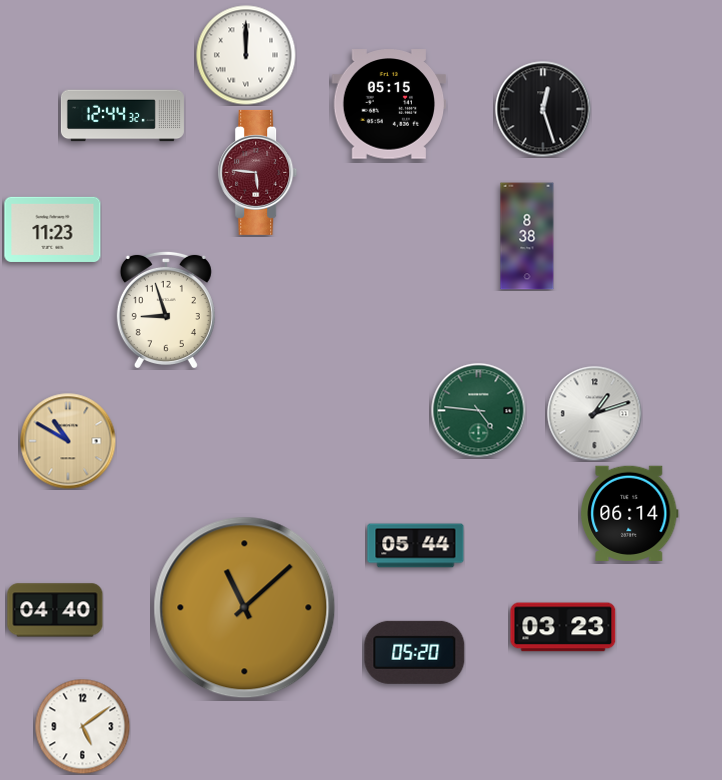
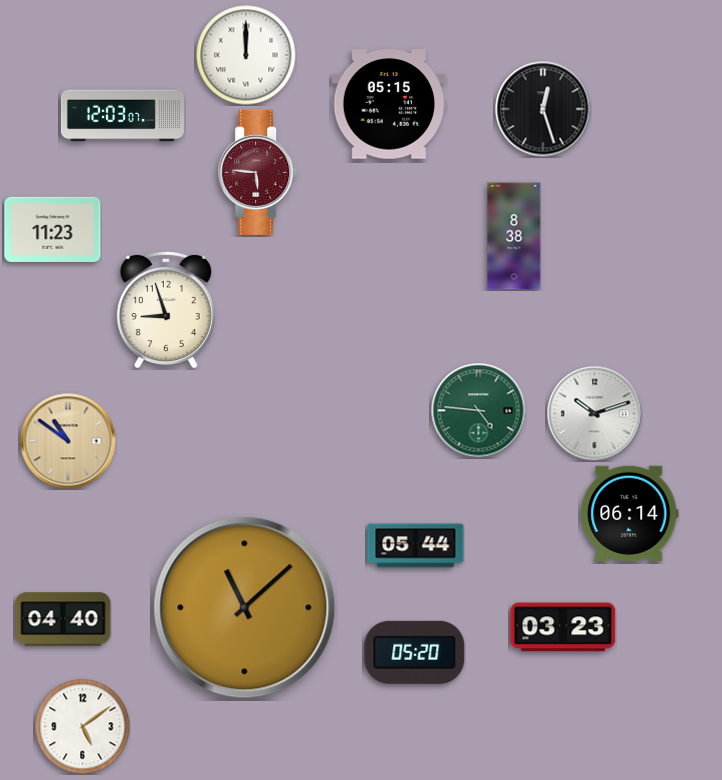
clock at (122, 116): 12:44 -> 12:03
clock at (527, 236) position: (527, 236) -> (514, 236)
clock at (594, 413): 1:12 -> 10:12
clock at (68, 441): 10:50 -> 10:51
clock at (55, 610) position: (55, 610) -> (63, 619)
